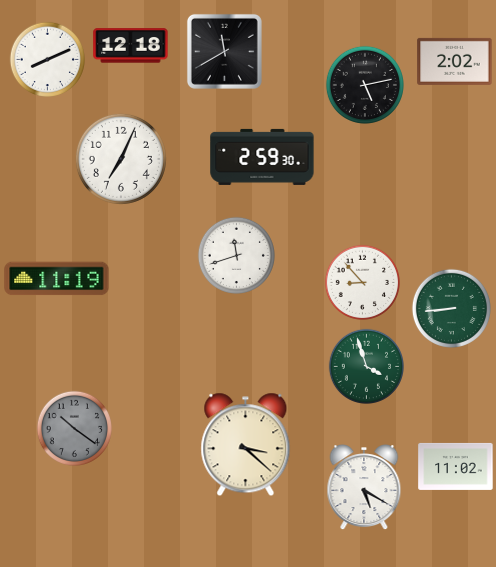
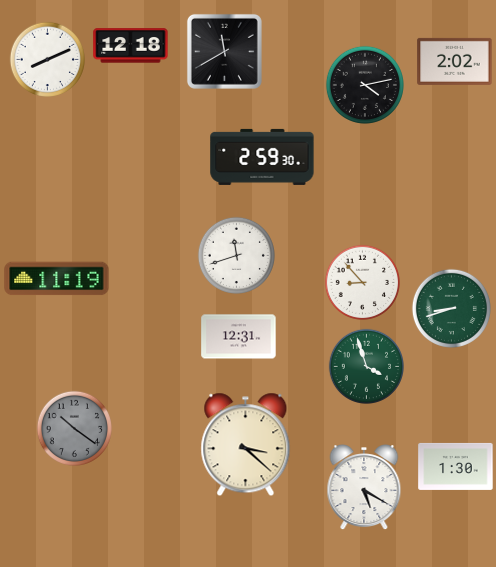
clock at (365, 85): 5:13 -> 4:13
clock at (121, 159): 7:04 -> none
clock at (451, 308): 8:44 -> 8:42
clock at (239, 337): none -> 12:31
clock at (456, 466): 11:02 -> 1:30
